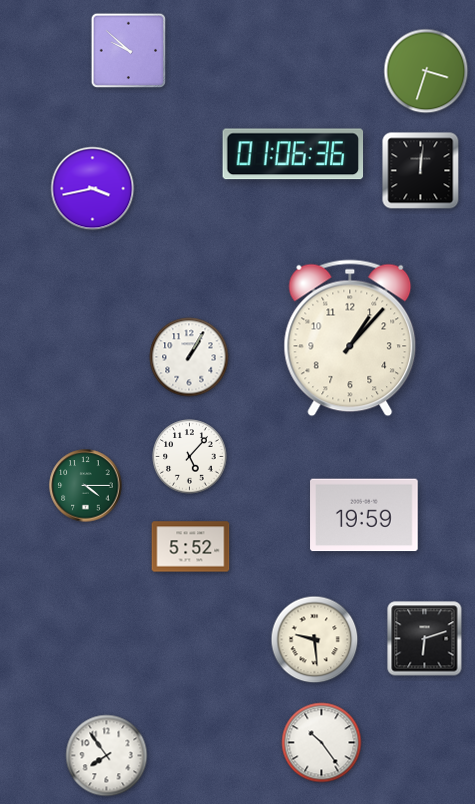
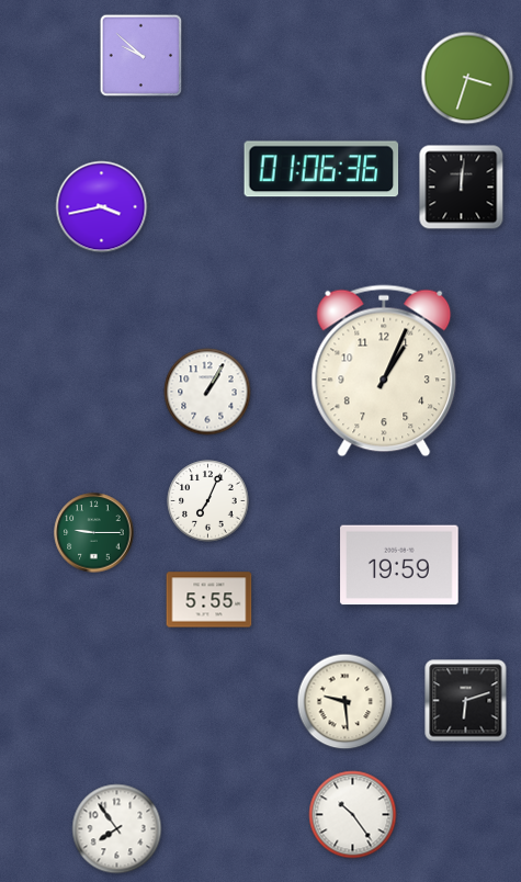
clock at (350, 338): 1:07 -> 1:04
clock at (190, 457): 5:07 -> 7:04
clock at (86, 486): 4:15 -> 9:15
clock at (191, 547): 5:52 -> 5:55
